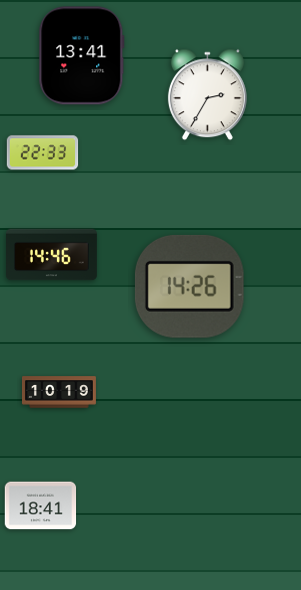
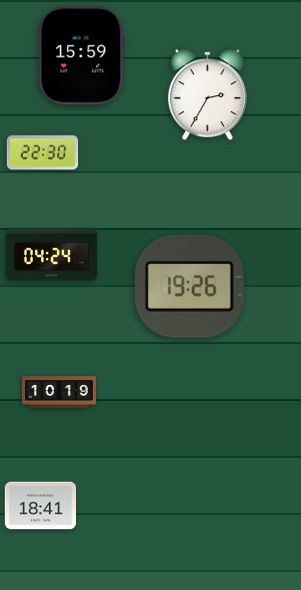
clock at (82, 56): 13:41 -> 15:59
clock at (43, 153): 22:33 -> 22:30
clock at (52, 255): 14:46 -> 04:24
clock at (189, 286): 14:26 -> 19:26
